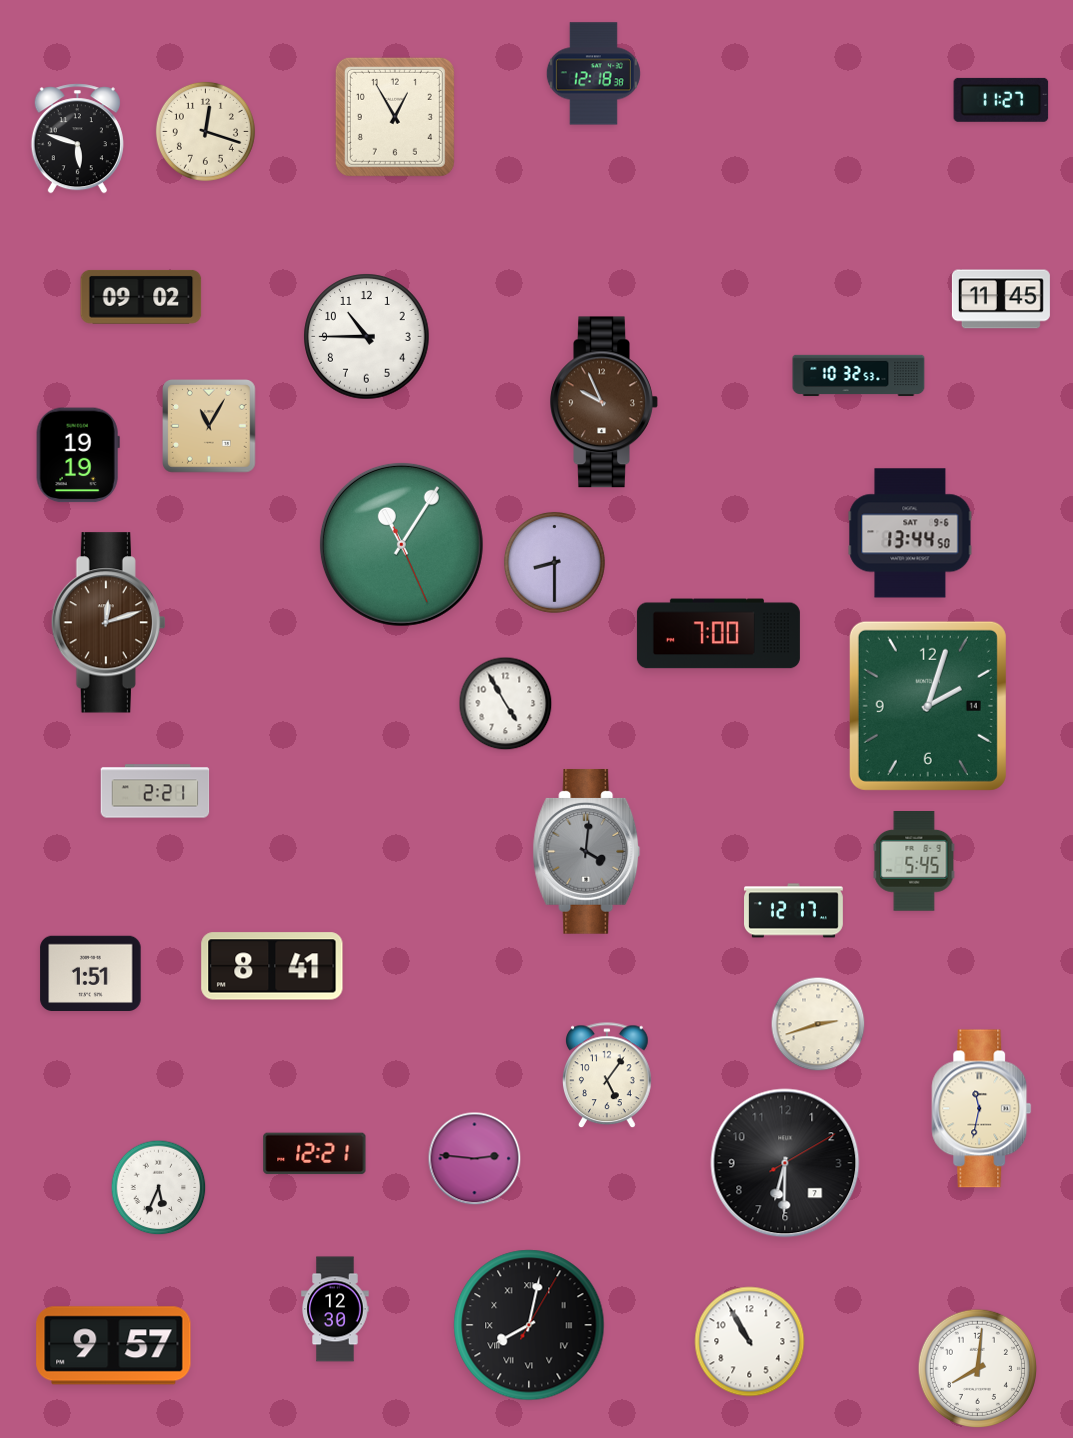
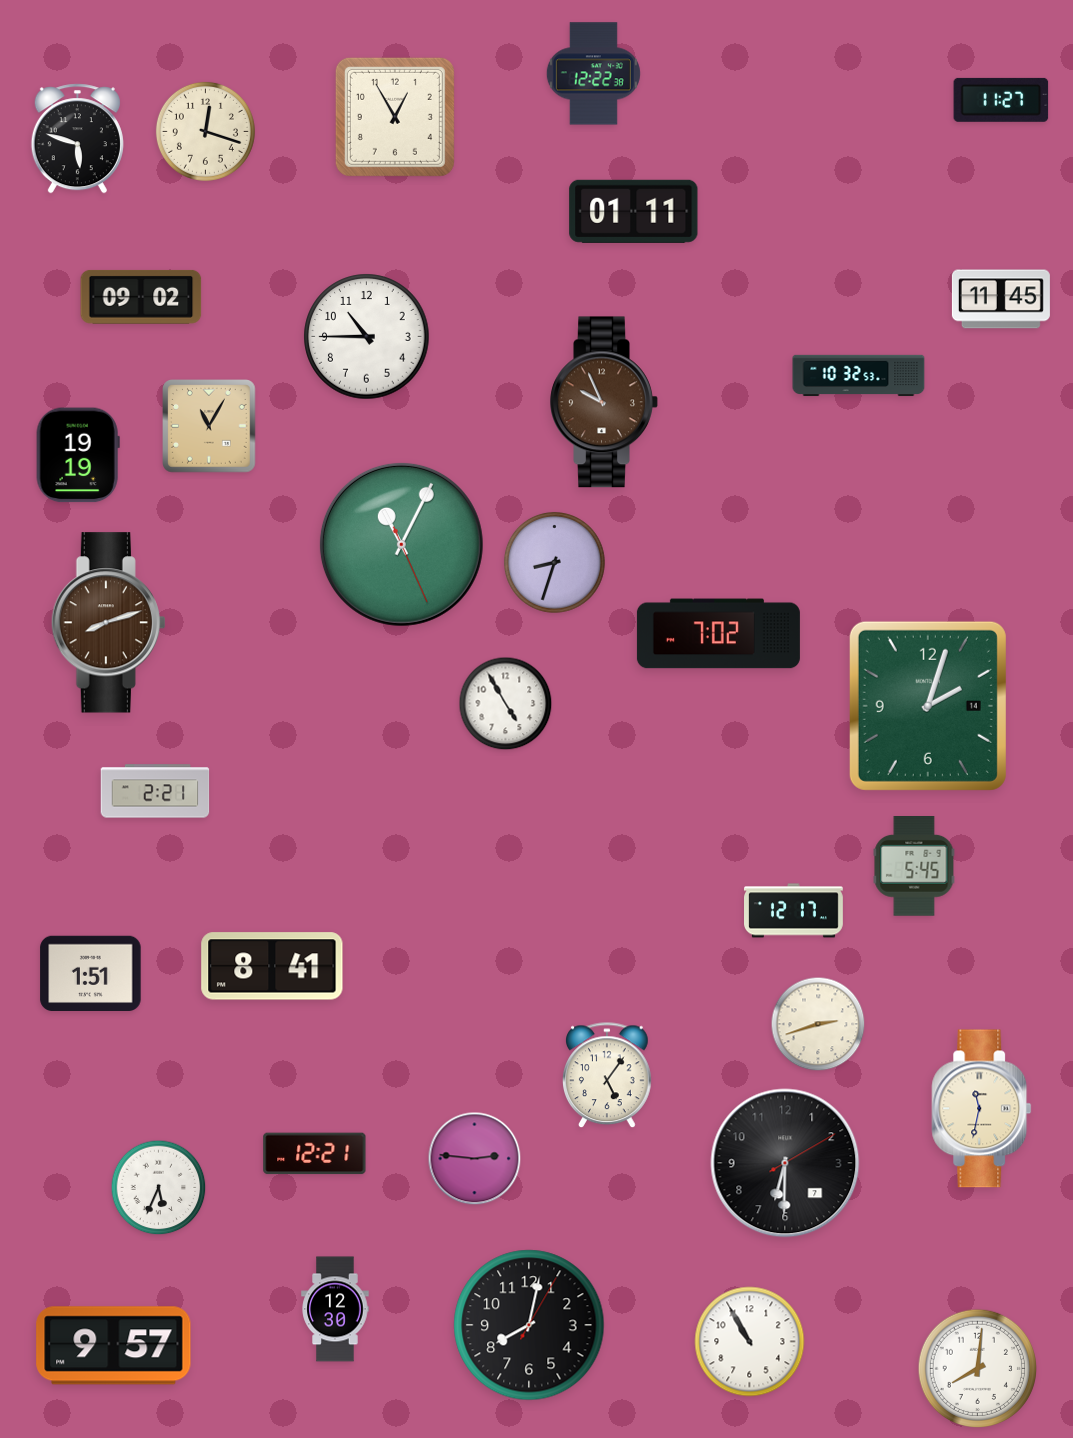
clock at (593, 74): 12:18 -> 12:22
clock at (634, 211): none -> 01:11
clock at (910, 533): 13:44 -> none
clock at (401, 544): 11:05 -> 11:04
clock at (554, 562): 8:30 -> 8:33
clock at (108, 623): 12:12 -> 8:12
clock at (718, 634): 7:00 -> 7:02
clock at (587, 851): 4:01 -> none
clock at (914, 862) position: (914, 862) -> (914, 867)
clock at (529, 1325) numerals: Roman -> Arabic
